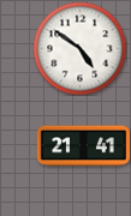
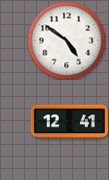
clock at (83, 146): 21:41 -> 12:41
